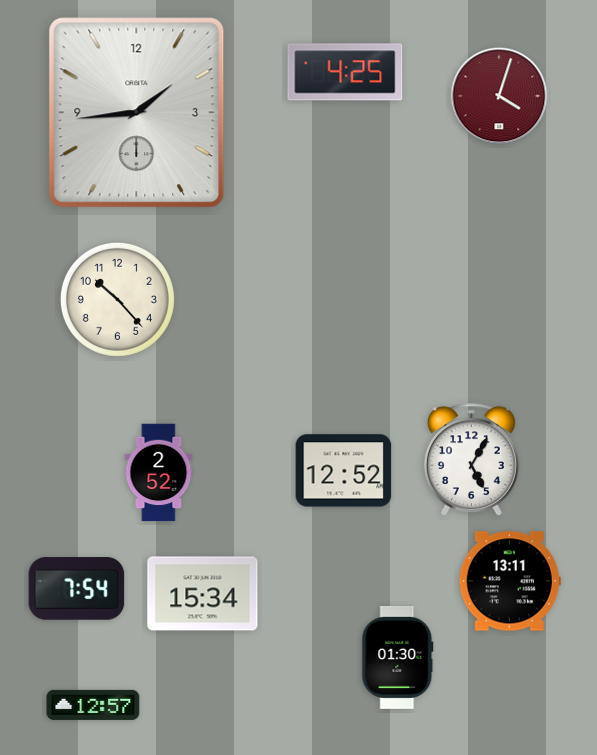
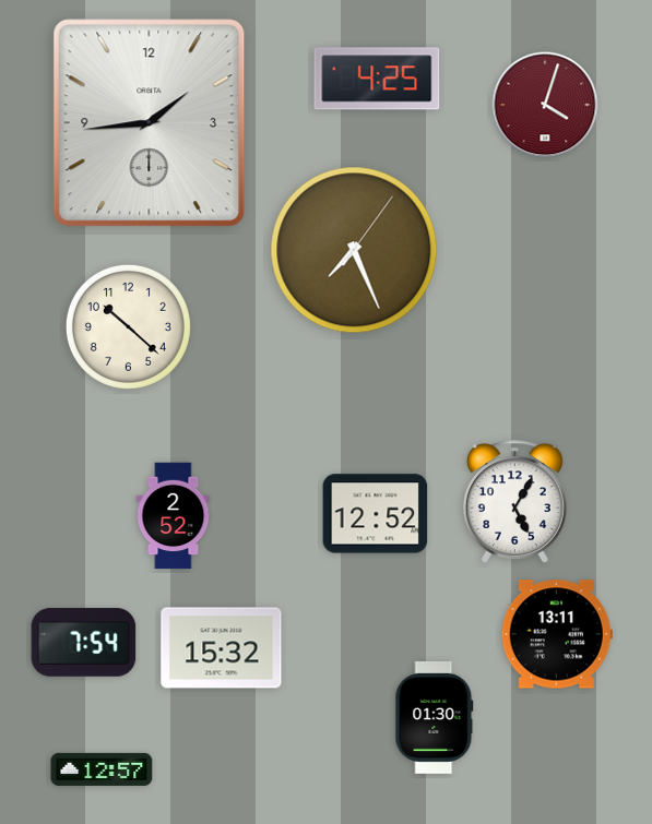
clock at (354, 250): none -> 7:26
clock at (117, 299): 10:23 -> 10:22
clock at (203, 594): 15:34 -> 15:32
